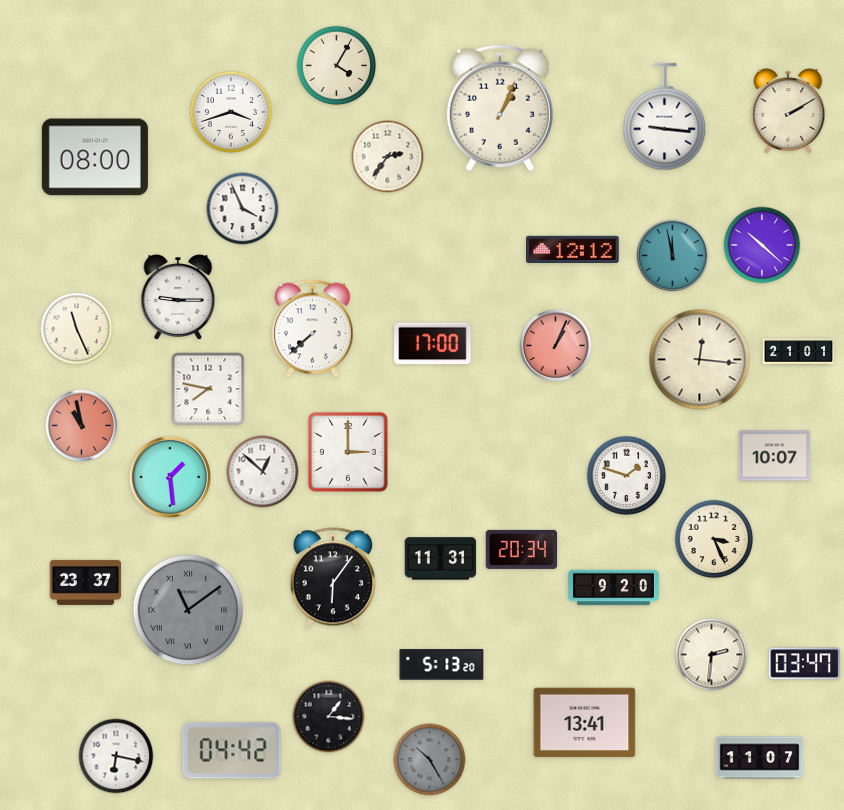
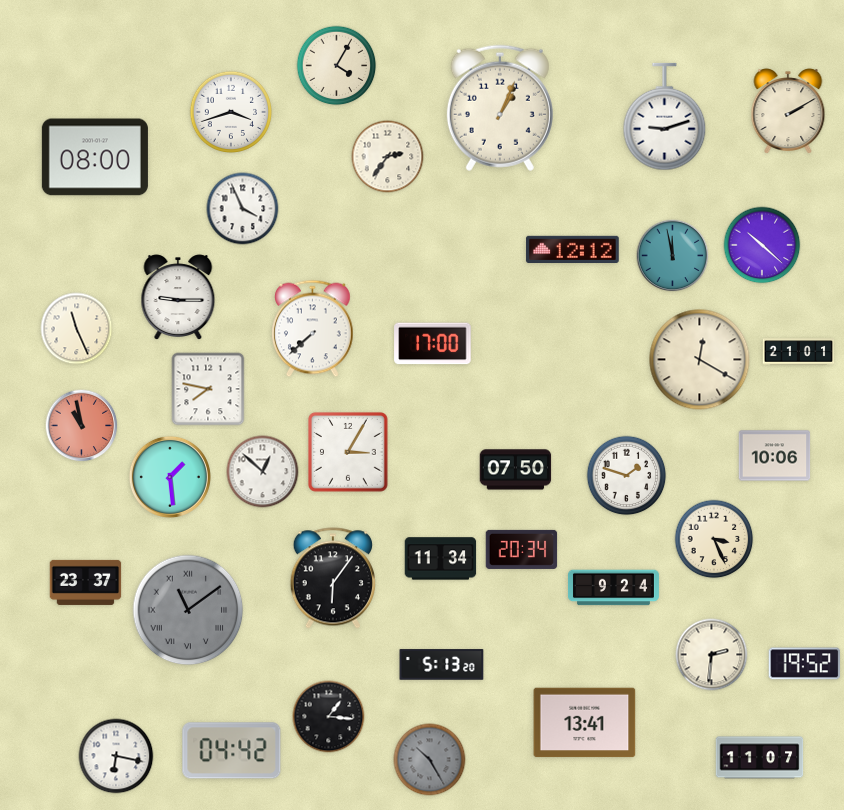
clock at (665, 117): 9:16 -> 9:12
clock at (556, 346): 1:04 -> none
clock at (700, 360): 12:16 -> 12:20
clock at (348, 452): 3:00 -> 3:05
clock at (775, 456): 10:07 -> 10:06
clock at (516, 470): none -> 07:50
clock at (441, 559): 11:31 -> 11:34
clock at (613, 588): 9:20 -> 9:24
clock at (805, 664): 03:47 -> 19:52
